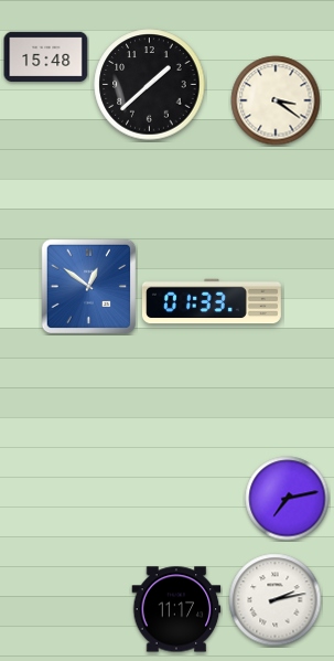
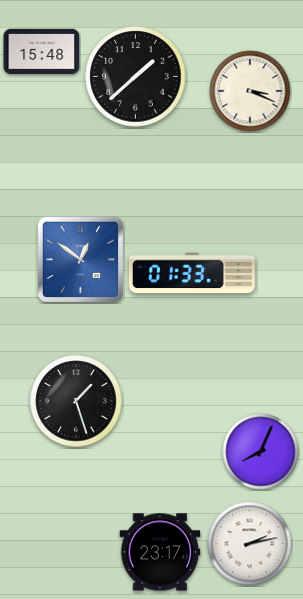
clock at (276, 100): 3:21 -> 3:19
clock at (76, 401): none -> 1:27
clock at (288, 499): 7:13 -> 8:04
clock at (176, 609): 11:17 -> 23:17
